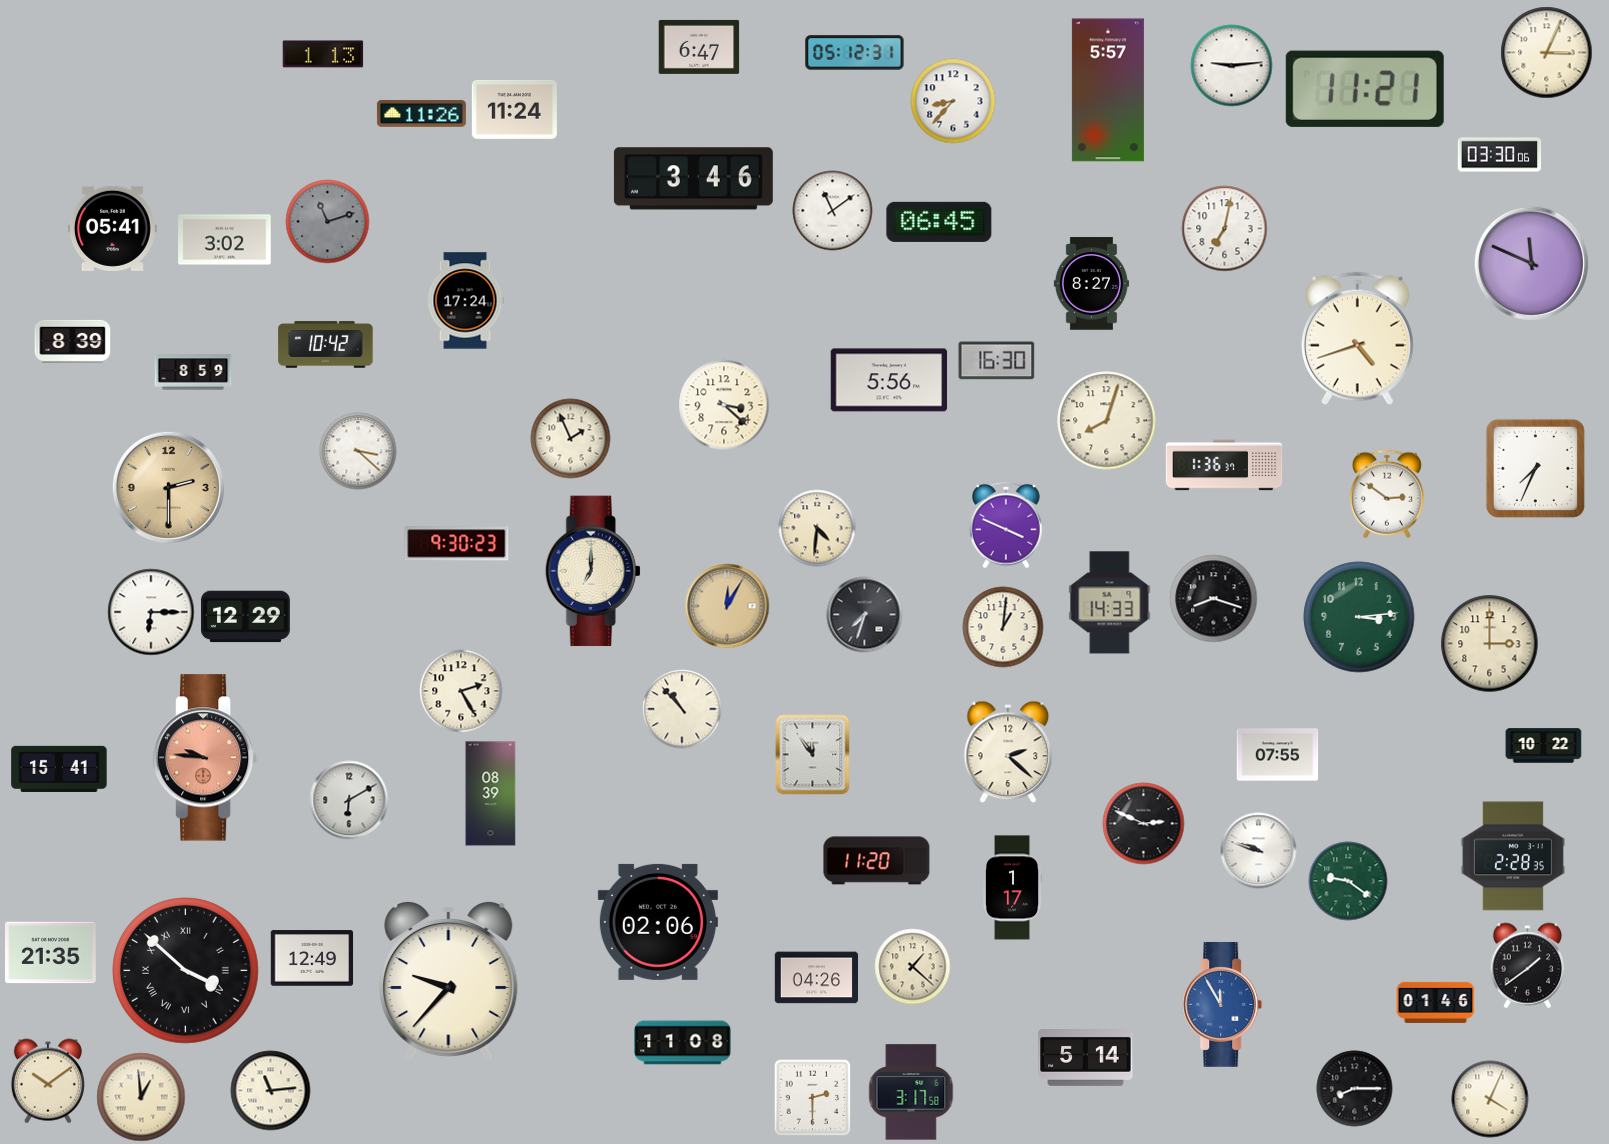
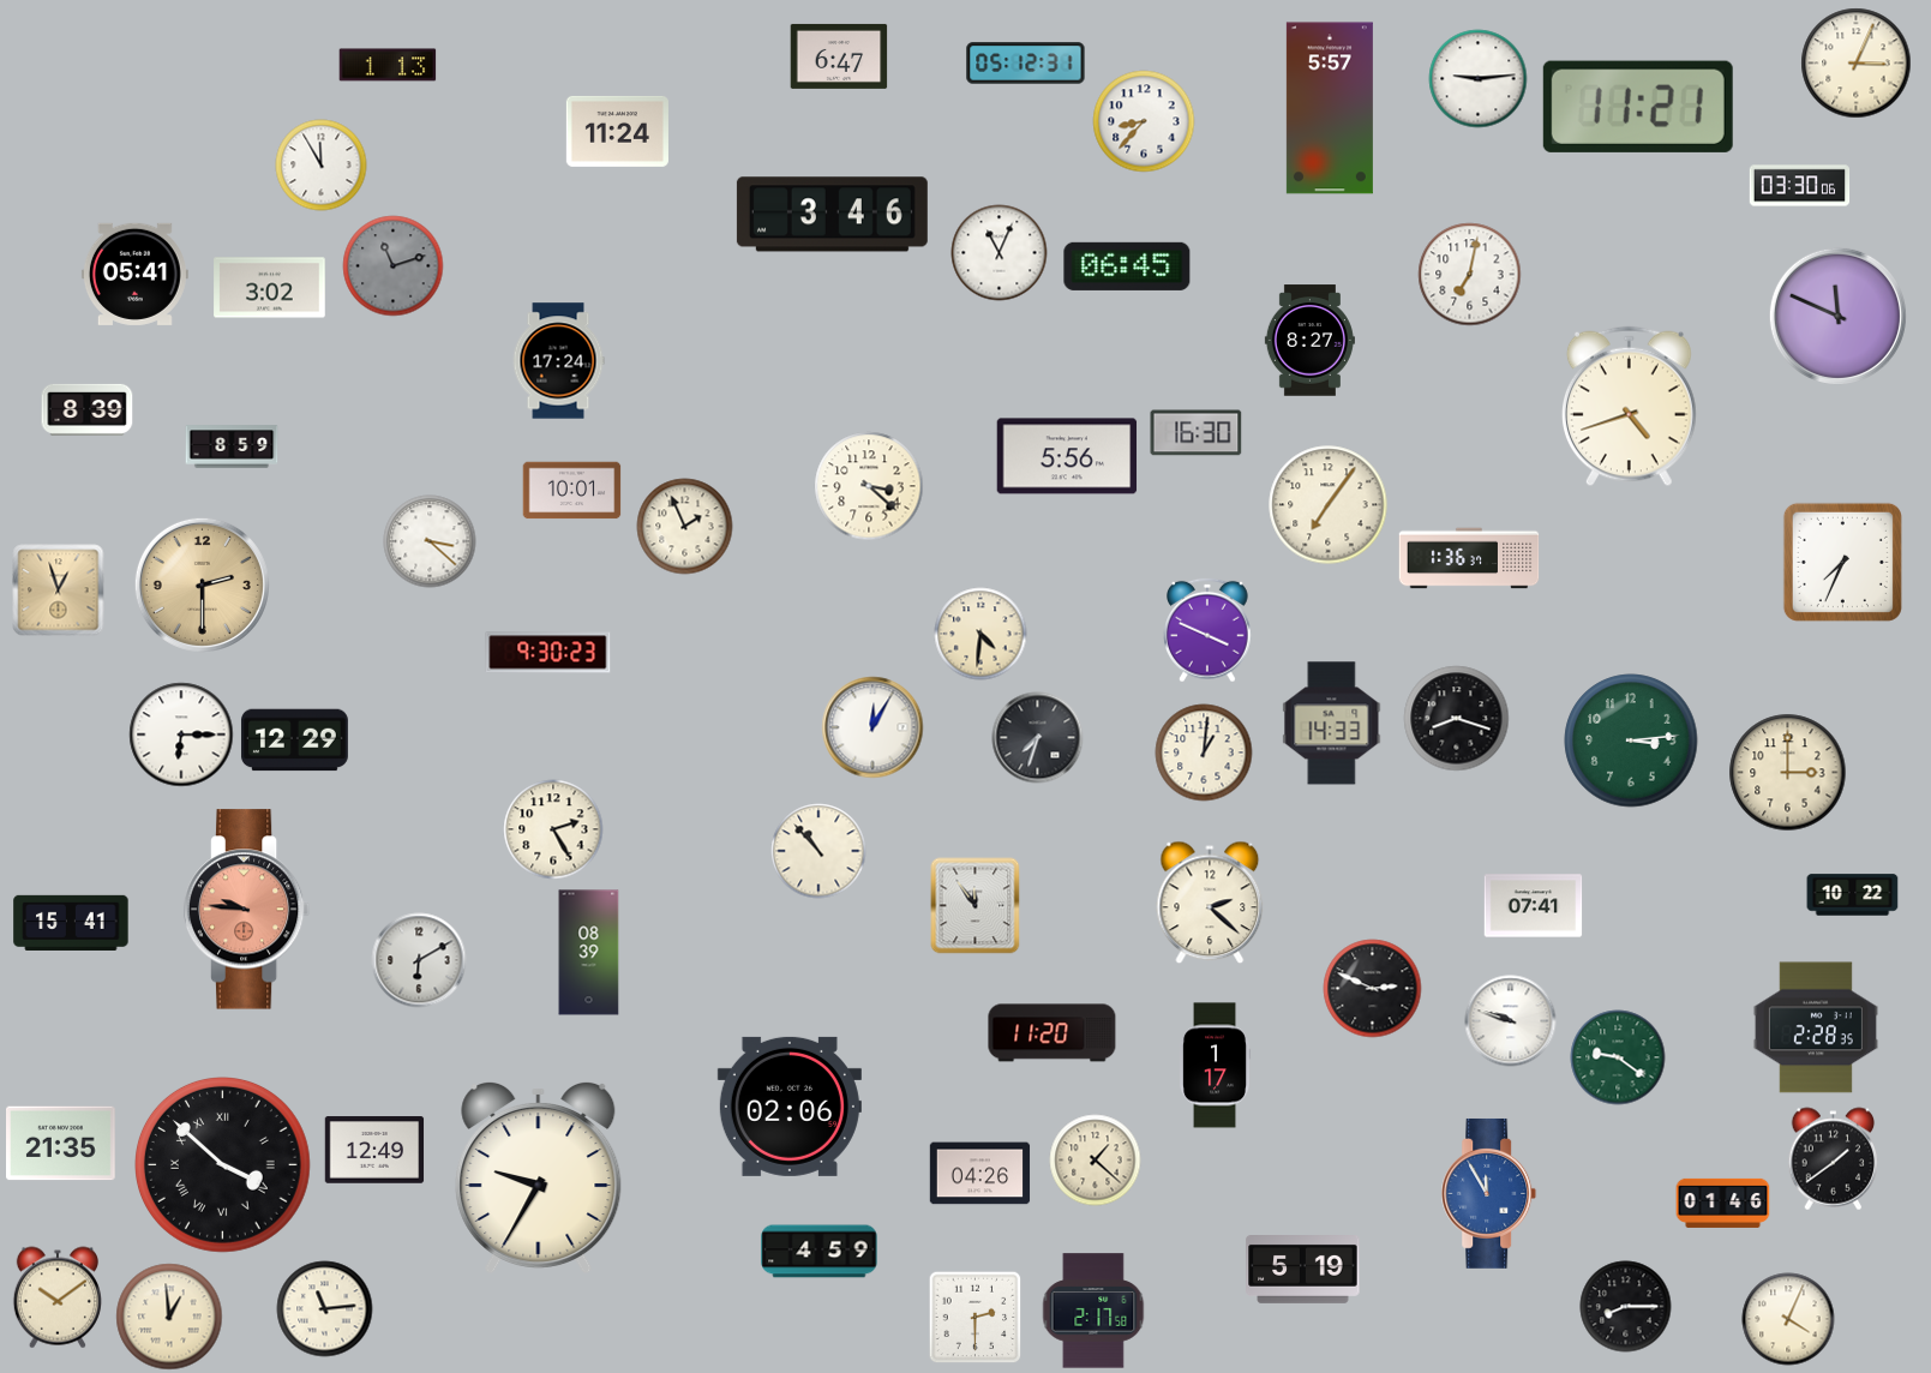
clock at (421, 113): 11:26 -> none
clock at (322, 166): none -> 11:55
clock at (833, 211): 11:09 -> 11:04
clock at (326, 345): 10:42 -> none
clock at (572, 491): none -> 10:01
clock at (1107, 421): 8:03 -> 7:06
clock at (59, 590): none -> 12:57
clock at (1387, 494): 2:51 -> none
clock at (593, 571): 7:00 -> none
clock at (727, 606) dial: champagne -> white
clock at (1278, 755): 07:55 -> 07:41
clock at (449, 981): 9:37 -> 9:35
clock at (1223, 1004) position: (1223, 1004) -> (1489, 1193)
clock at (683, 1043): 11:08 -> 4:59
clock at (1086, 1058): 5:14 -> 5:19
clock at (911, 1092): 3:17 -> 2:17
